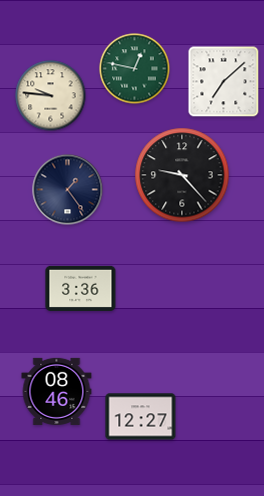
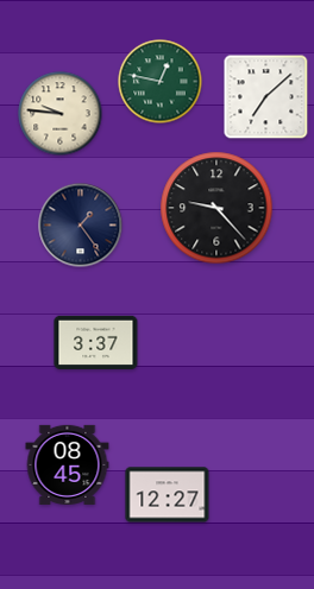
clock at (81, 288): 3:36 -> 3:37
clock at (57, 391): 08:46 -> 08:45
